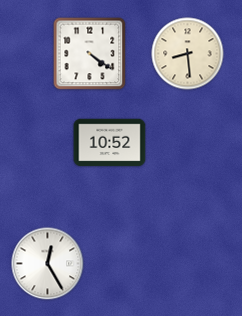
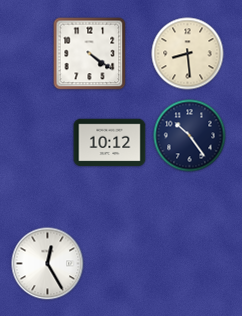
clock at (190, 136): none -> 10:24
clock at (110, 143): 10:52 -> 10:12
